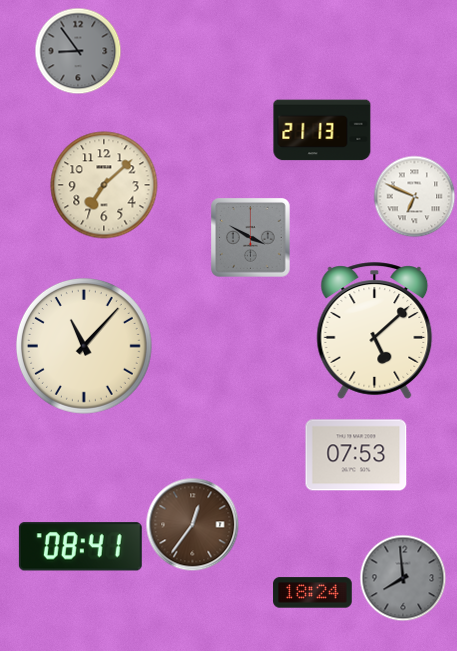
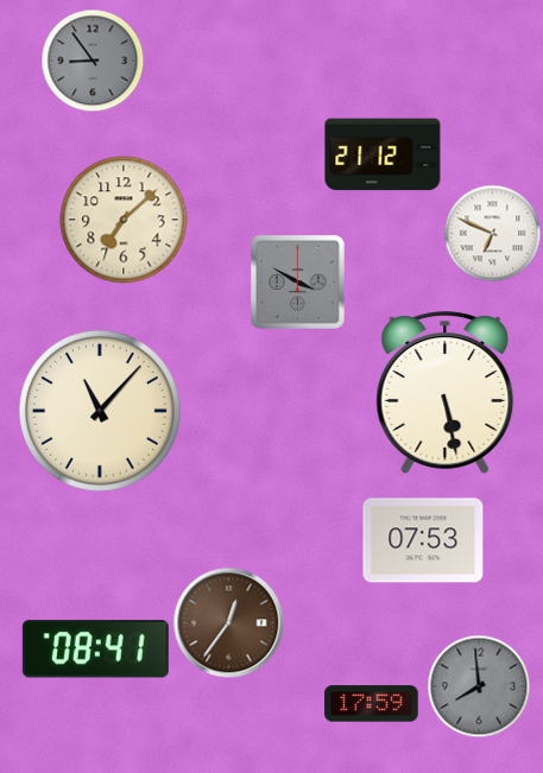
clock at (322, 130): 21:13 -> 21:12
clock at (375, 331): 5:08 -> 5:28
clock at (313, 593): 18:24 -> 17:59
